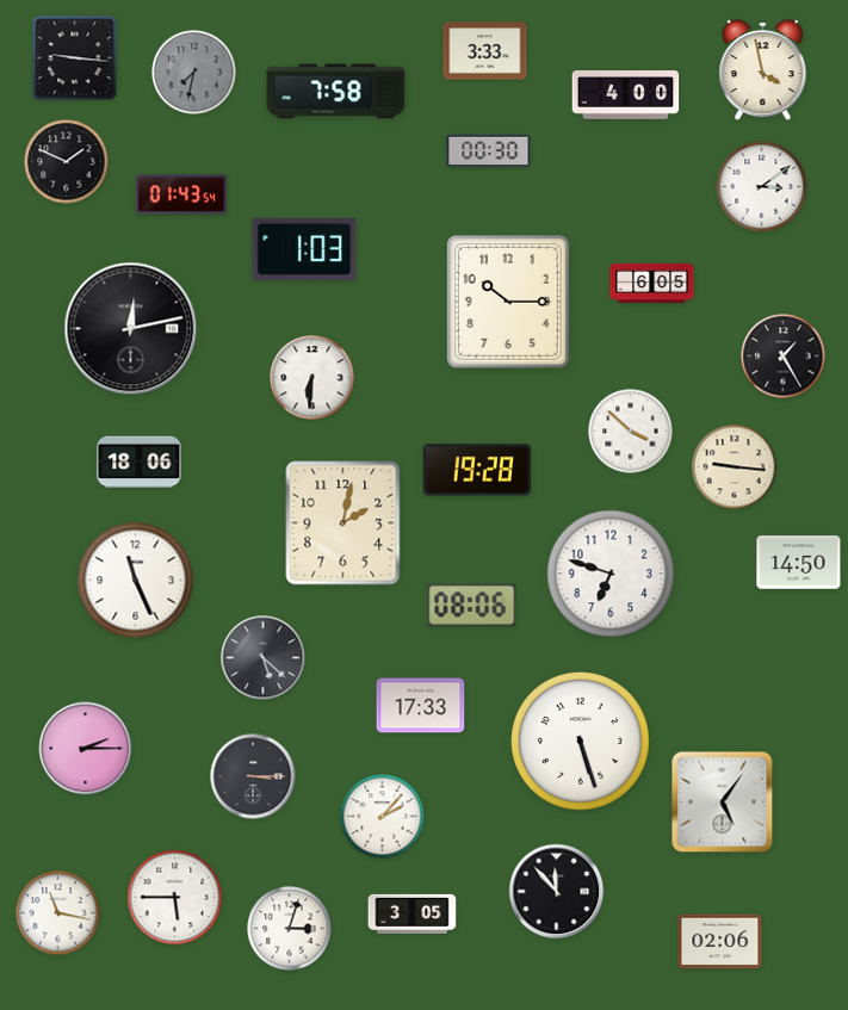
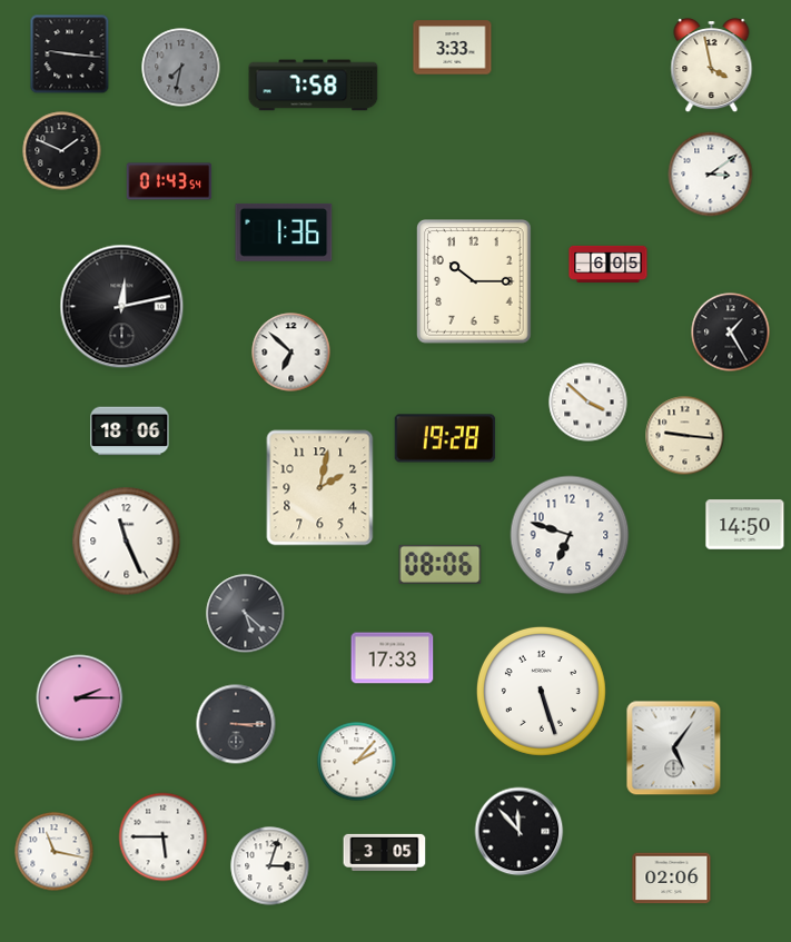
clock at (626, 95): 4:00 -> none
clock at (489, 151): 00:30 -> none
clock at (304, 249): 1:03 -> 1:36
clock at (312, 378): 6:31 -> 6:52
